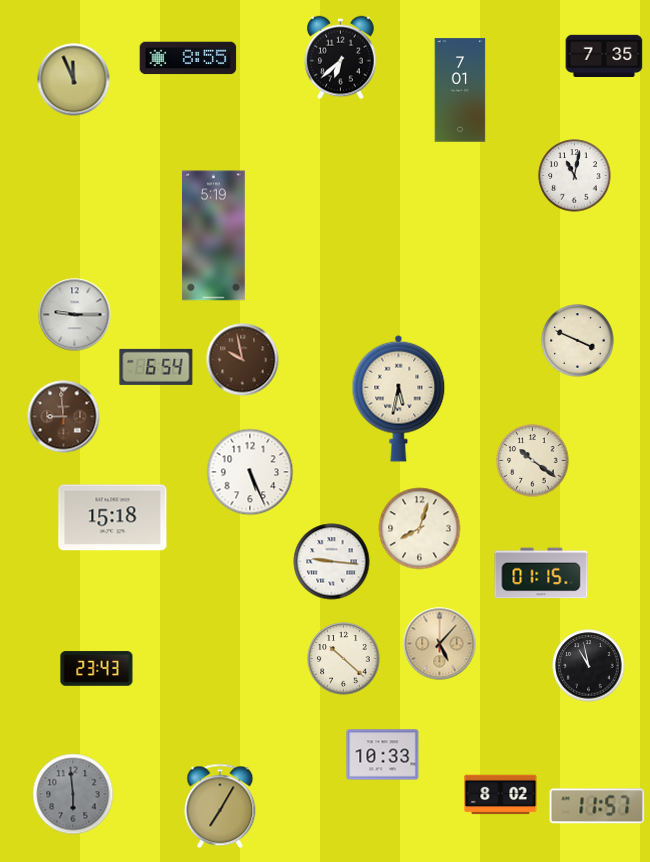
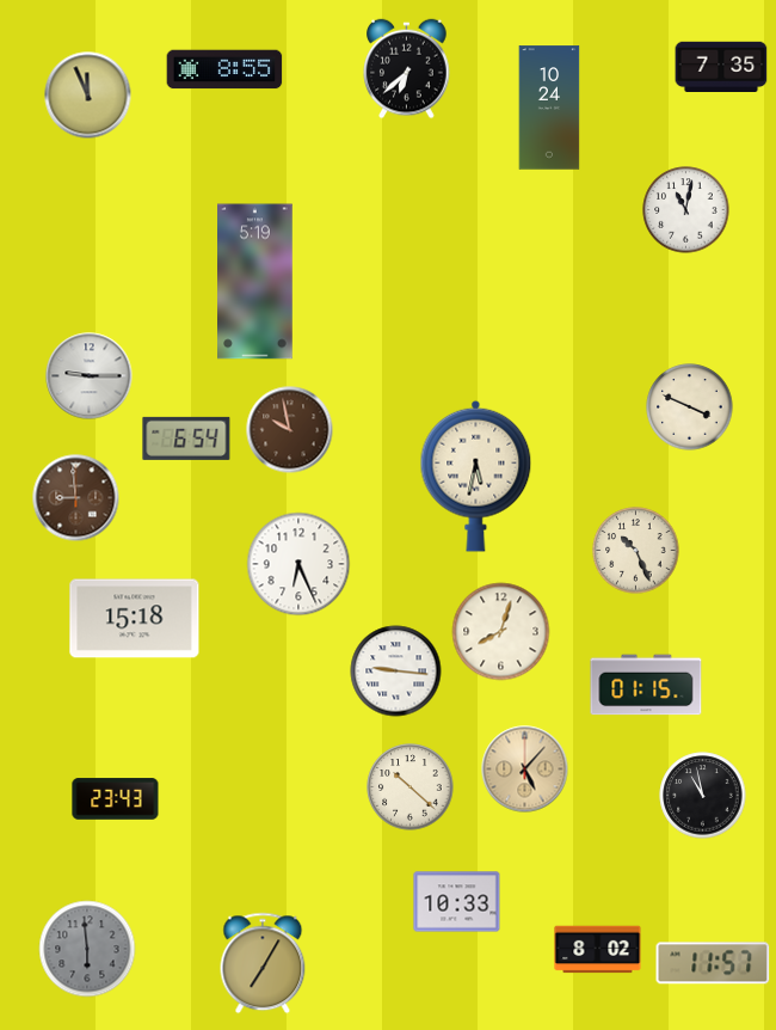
clock at (460, 90): 7:01 -> 10:24
clock at (533, 461): 10:21 -> 10:26
clock at (250, 472): 5:26 -> 6:26
